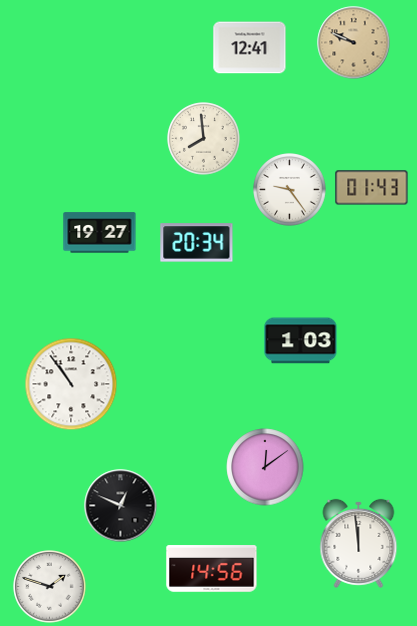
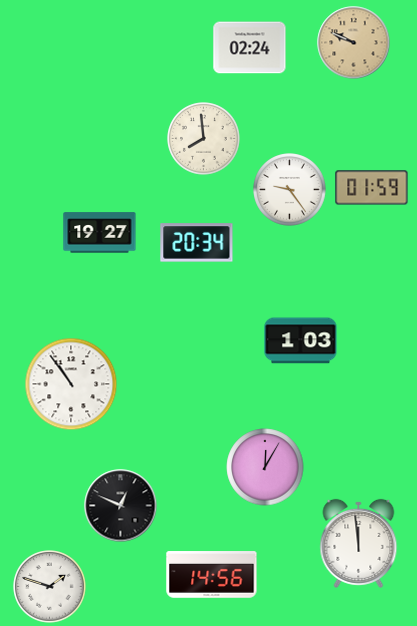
clock at (250, 48): 12:41 -> 02:24
clock at (372, 188): 01:43 -> 01:59
clock at (265, 467): 12:09 -> 12:05
clock at (212, 569) position: (212, 569) -> (212, 575)
